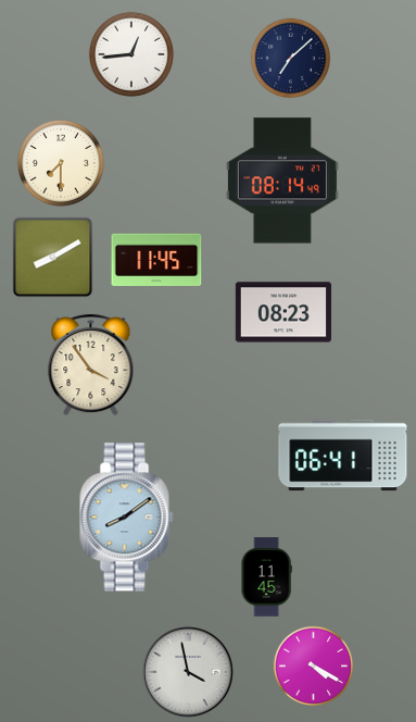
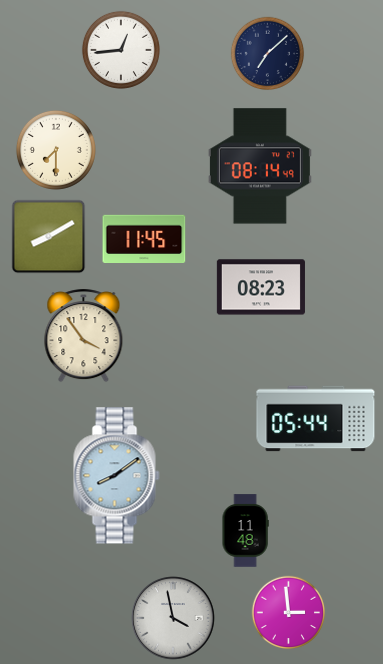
clock at (343, 456): 06:41 -> 05:44
clock at (266, 577): 11:45 -> 11:48
clock at (314, 667): 4:20 -> 2:59
